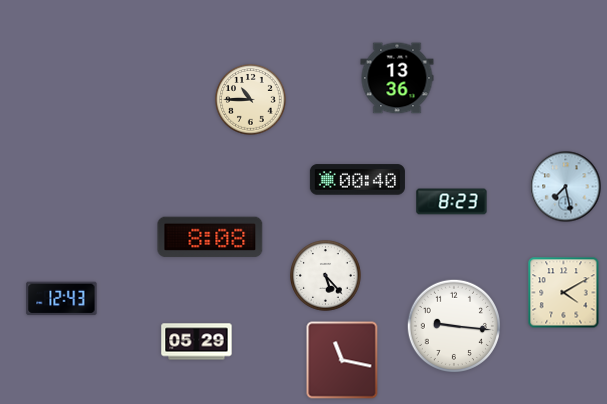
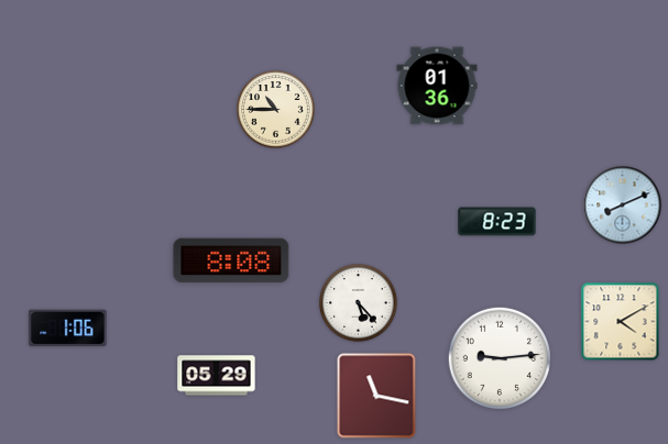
clock at (397, 78): 13:36 -> 01:36
clock at (357, 180): 00:40 -> none
clock at (566, 187): 7:28 -> 8:11
clock at (62, 299): 12:43 -> 1:06
clock at (453, 325): 9:16 -> 9:14
